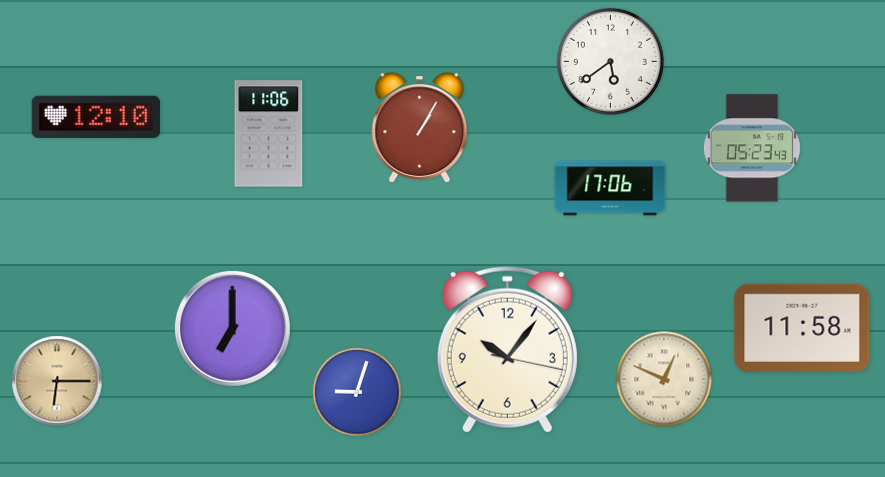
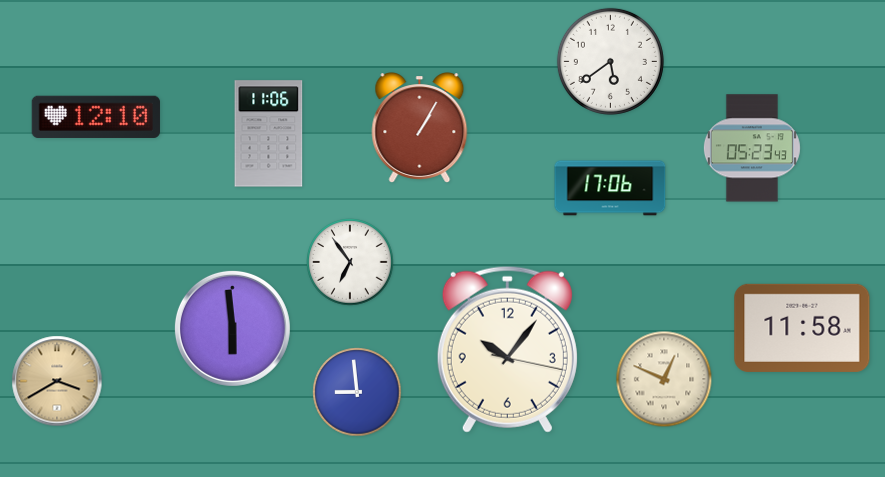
clock at (350, 262): none -> 6:54
clock at (232, 328): 7:00 -> 5:59
clock at (57, 381): 6:15 -> 3:40
clock at (357, 392): 9:03 -> 8:59
